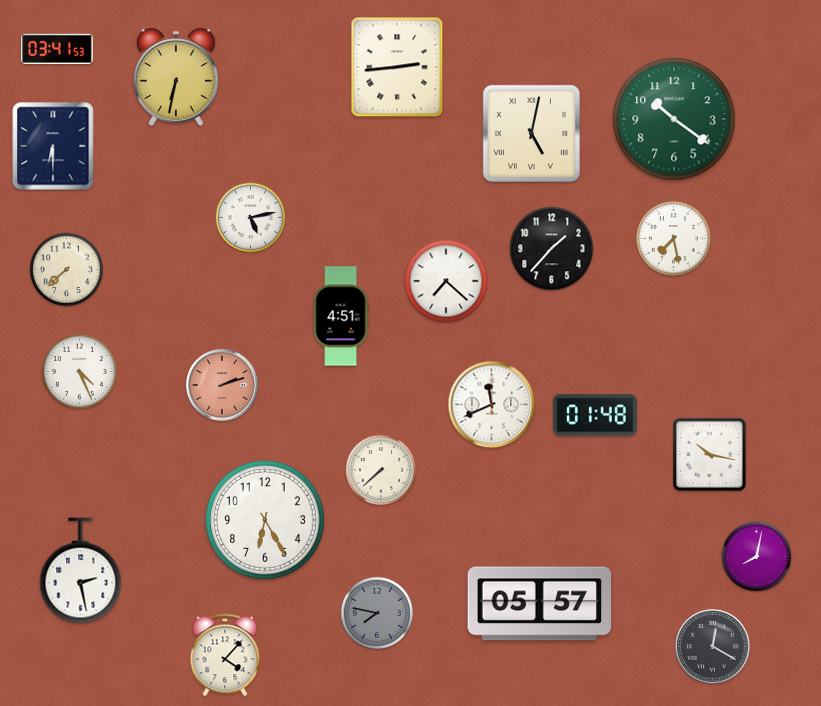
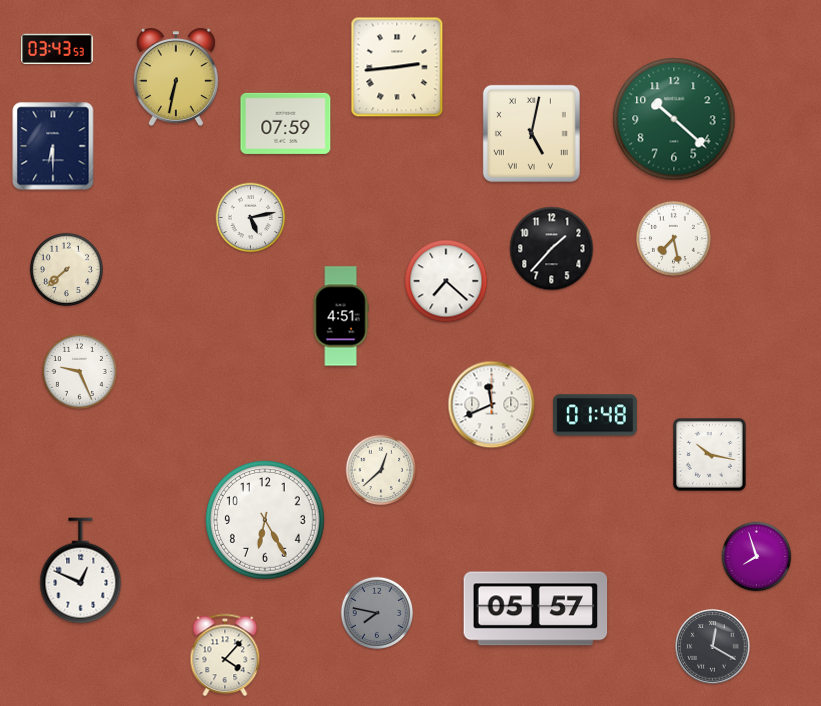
clock at (57, 49): 03:41 -> 03:43
clock at (674, 119): 10:21 -> 10:22
clock at (286, 123): none -> 07:59
clock at (79, 371): 4:26 -> 9:26
clock at (222, 385): 2:12 -> none
clock at (381, 470): 7:38 -> 12:38
clock at (757, 557): 8:02 -> 7:57
clock at (81, 571): 2:28 -> 12:49
clock at (540, 604) position: (540, 604) -> (536, 609)
